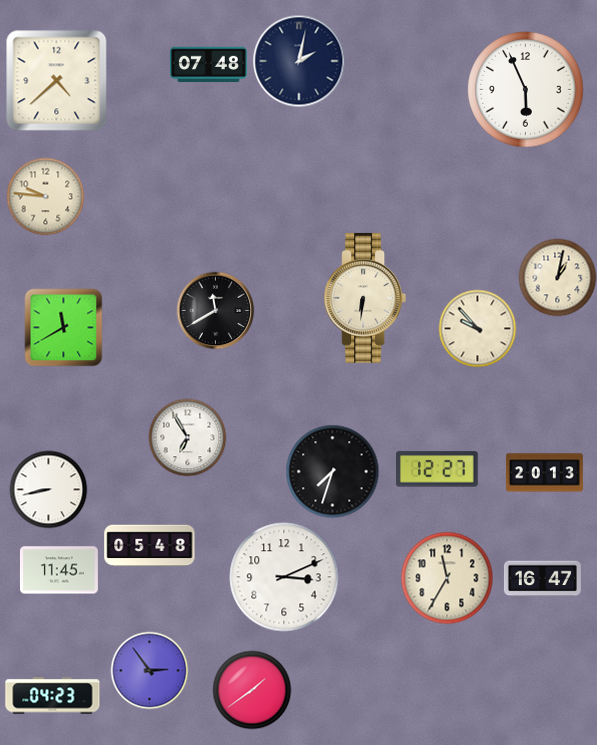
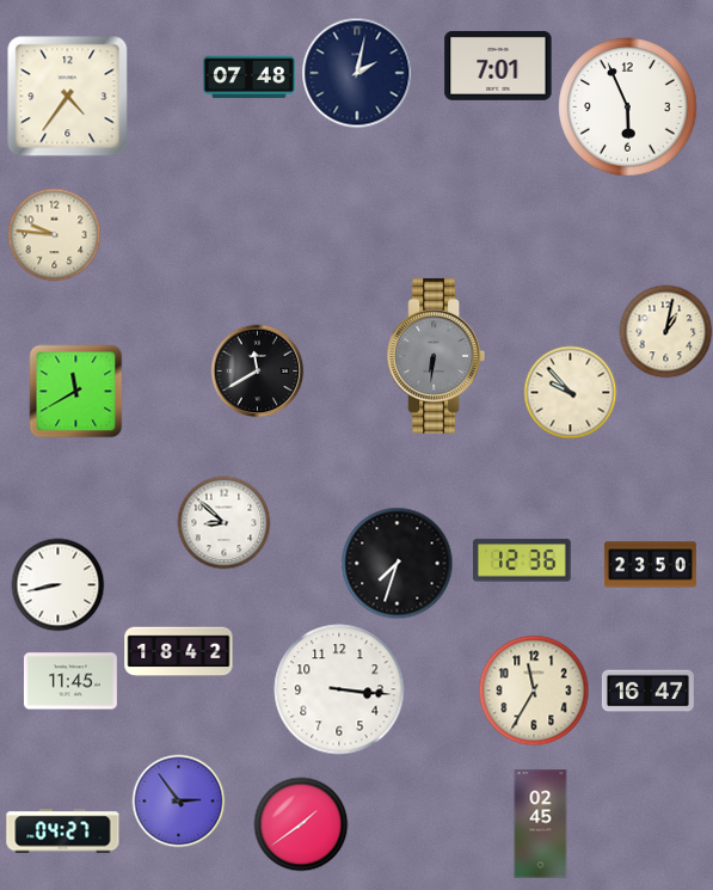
clock at (498, 66): none -> 7:01
clock at (56, 80): 4:38 -> 4:36
clock at (365, 298) dial: cream -> grey
clock at (187, 437): 6:55 -> 8:52
clock at (438, 469): 12:27 -> 12:36
clock at (544, 473): 20:13 -> 23:50
clock at (150, 546): 05:48 -> 18:42
clock at (284, 577): 3:11 -> 3:16
clock at (541, 824): none -> 02:45
clock at (53, 696): 04:23 -> 04:27
